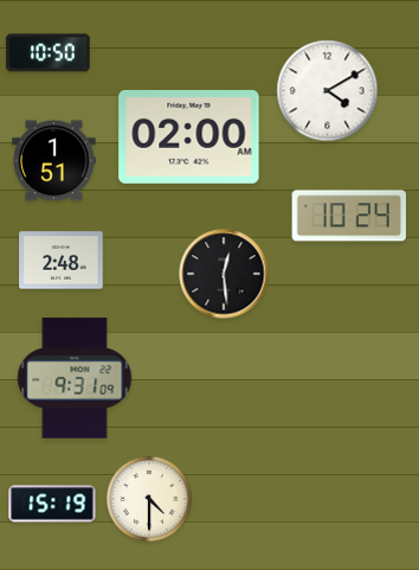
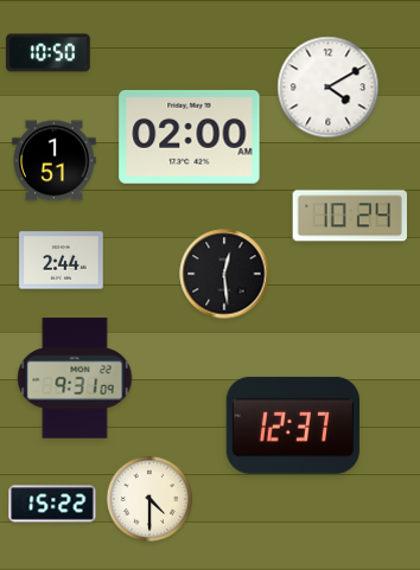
clock at (328, 91) position: (328, 91) -> (329, 88)
clock at (62, 261): 2:48 -> 2:44
clock at (293, 425): none -> 12:37
clock at (52, 504): 15:19 -> 15:22
